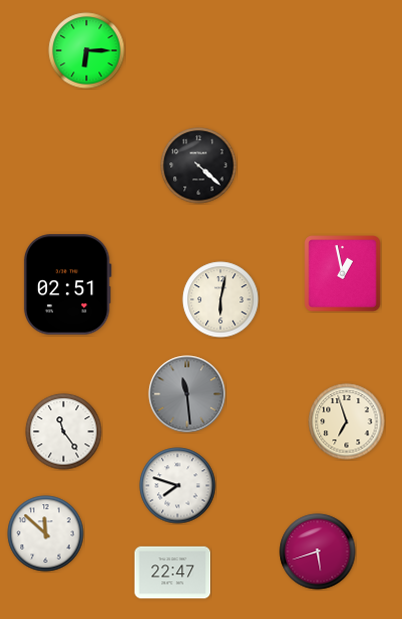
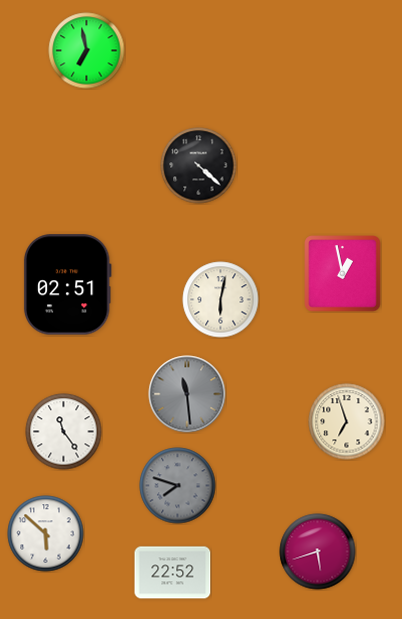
clock at (87, 51): 6:15 -> 6:58
clock at (178, 486) dial: white -> grey
clock at (46, 534): 11:52 -> 5:52
clock at (173, 573): 22:47 -> 22:52
